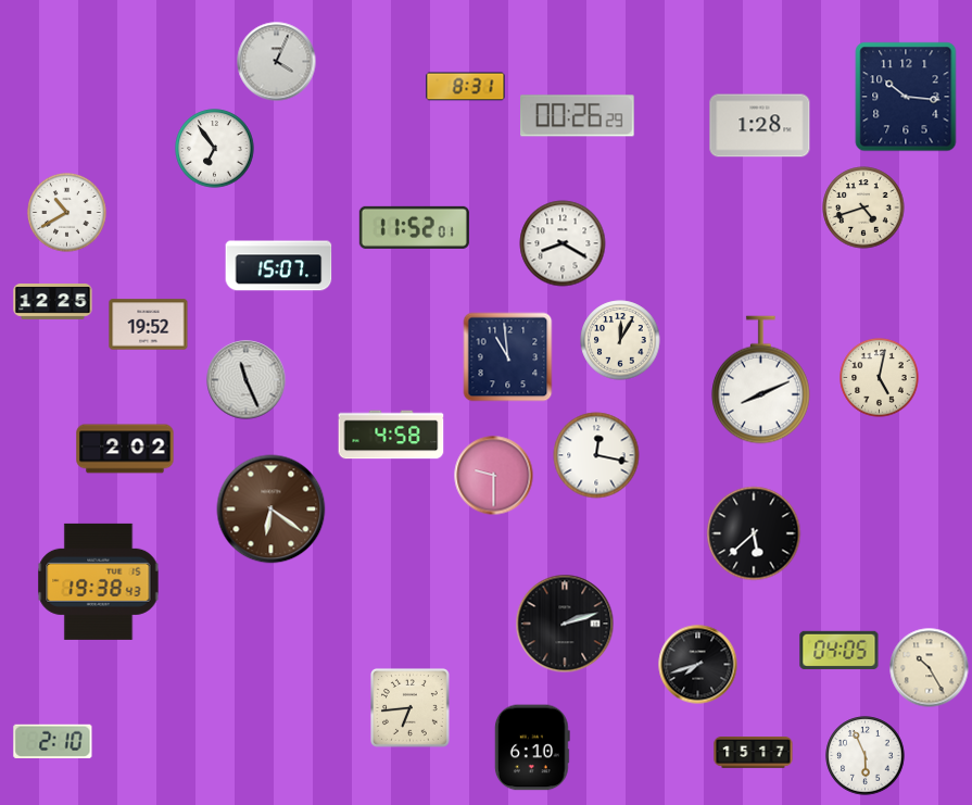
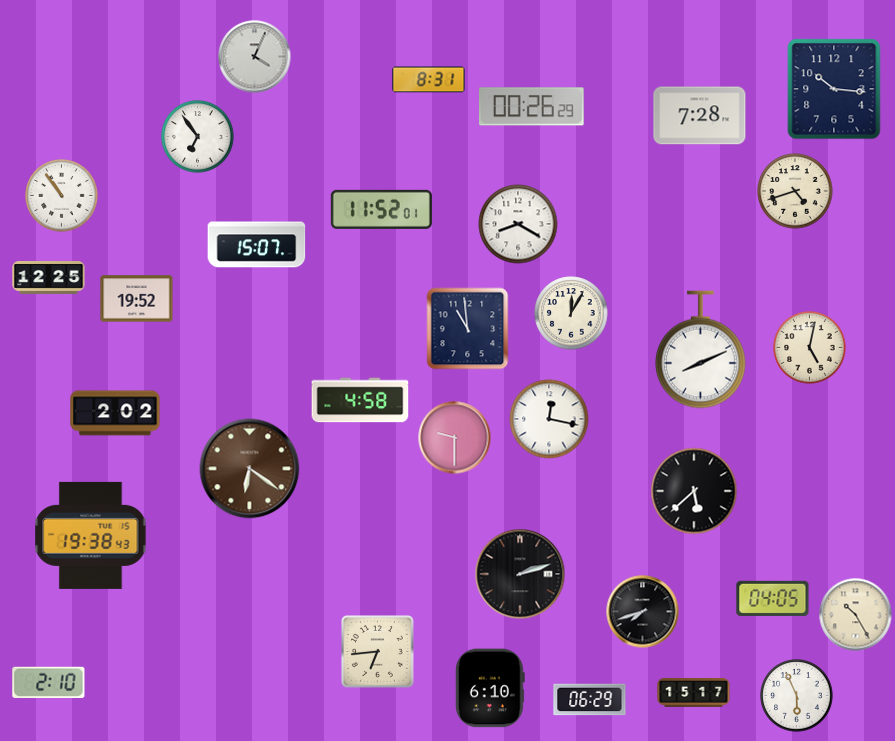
clock at (760, 126): 1:28 -> 7:28
clock at (67, 213): 10:40 -> 10:54
clock at (247, 380): 11:26 -> none
clock at (590, 700): none -> 06:29
